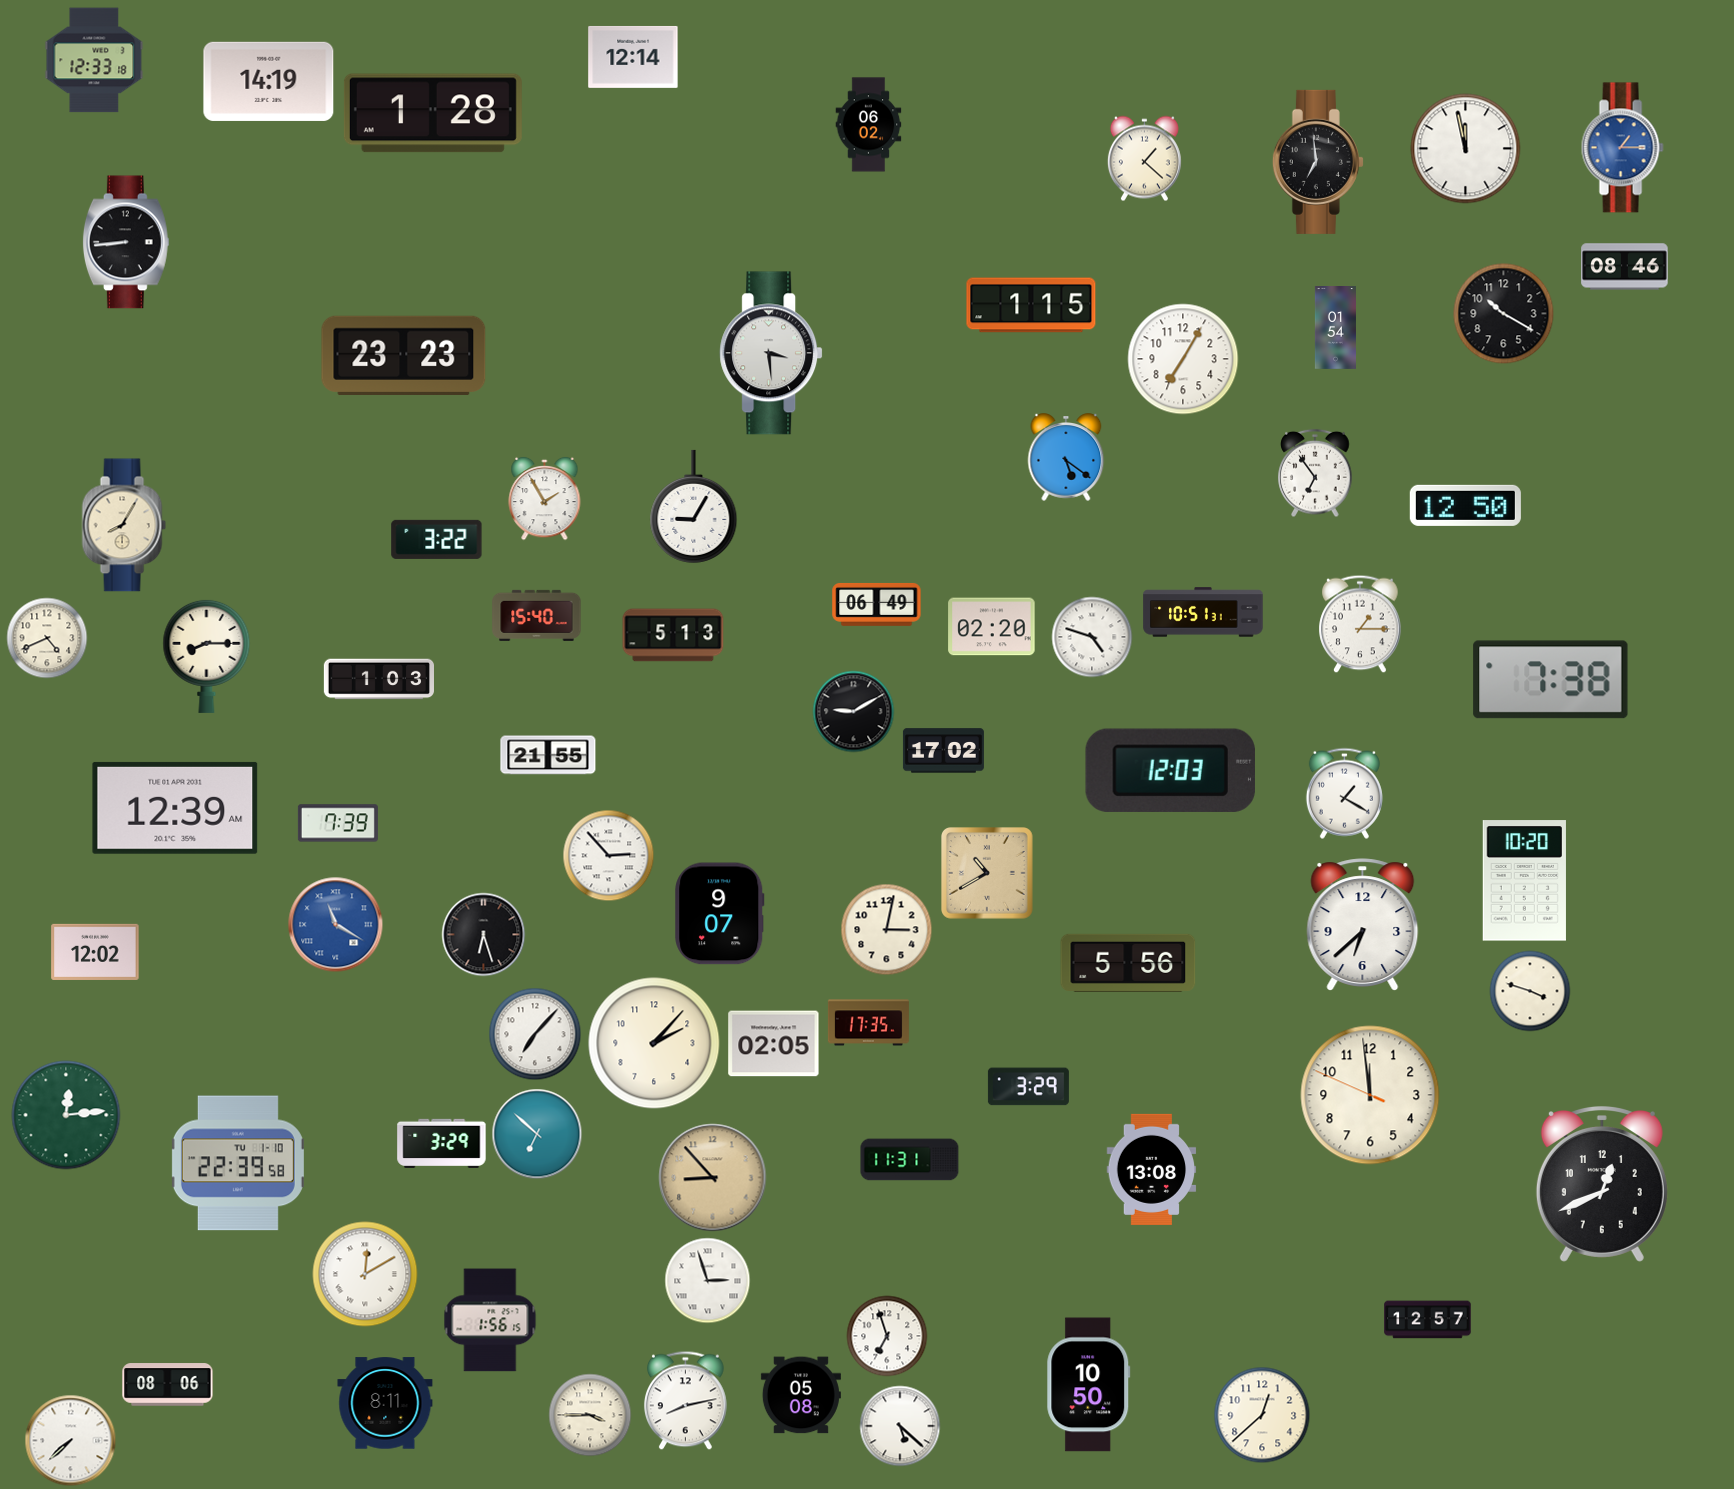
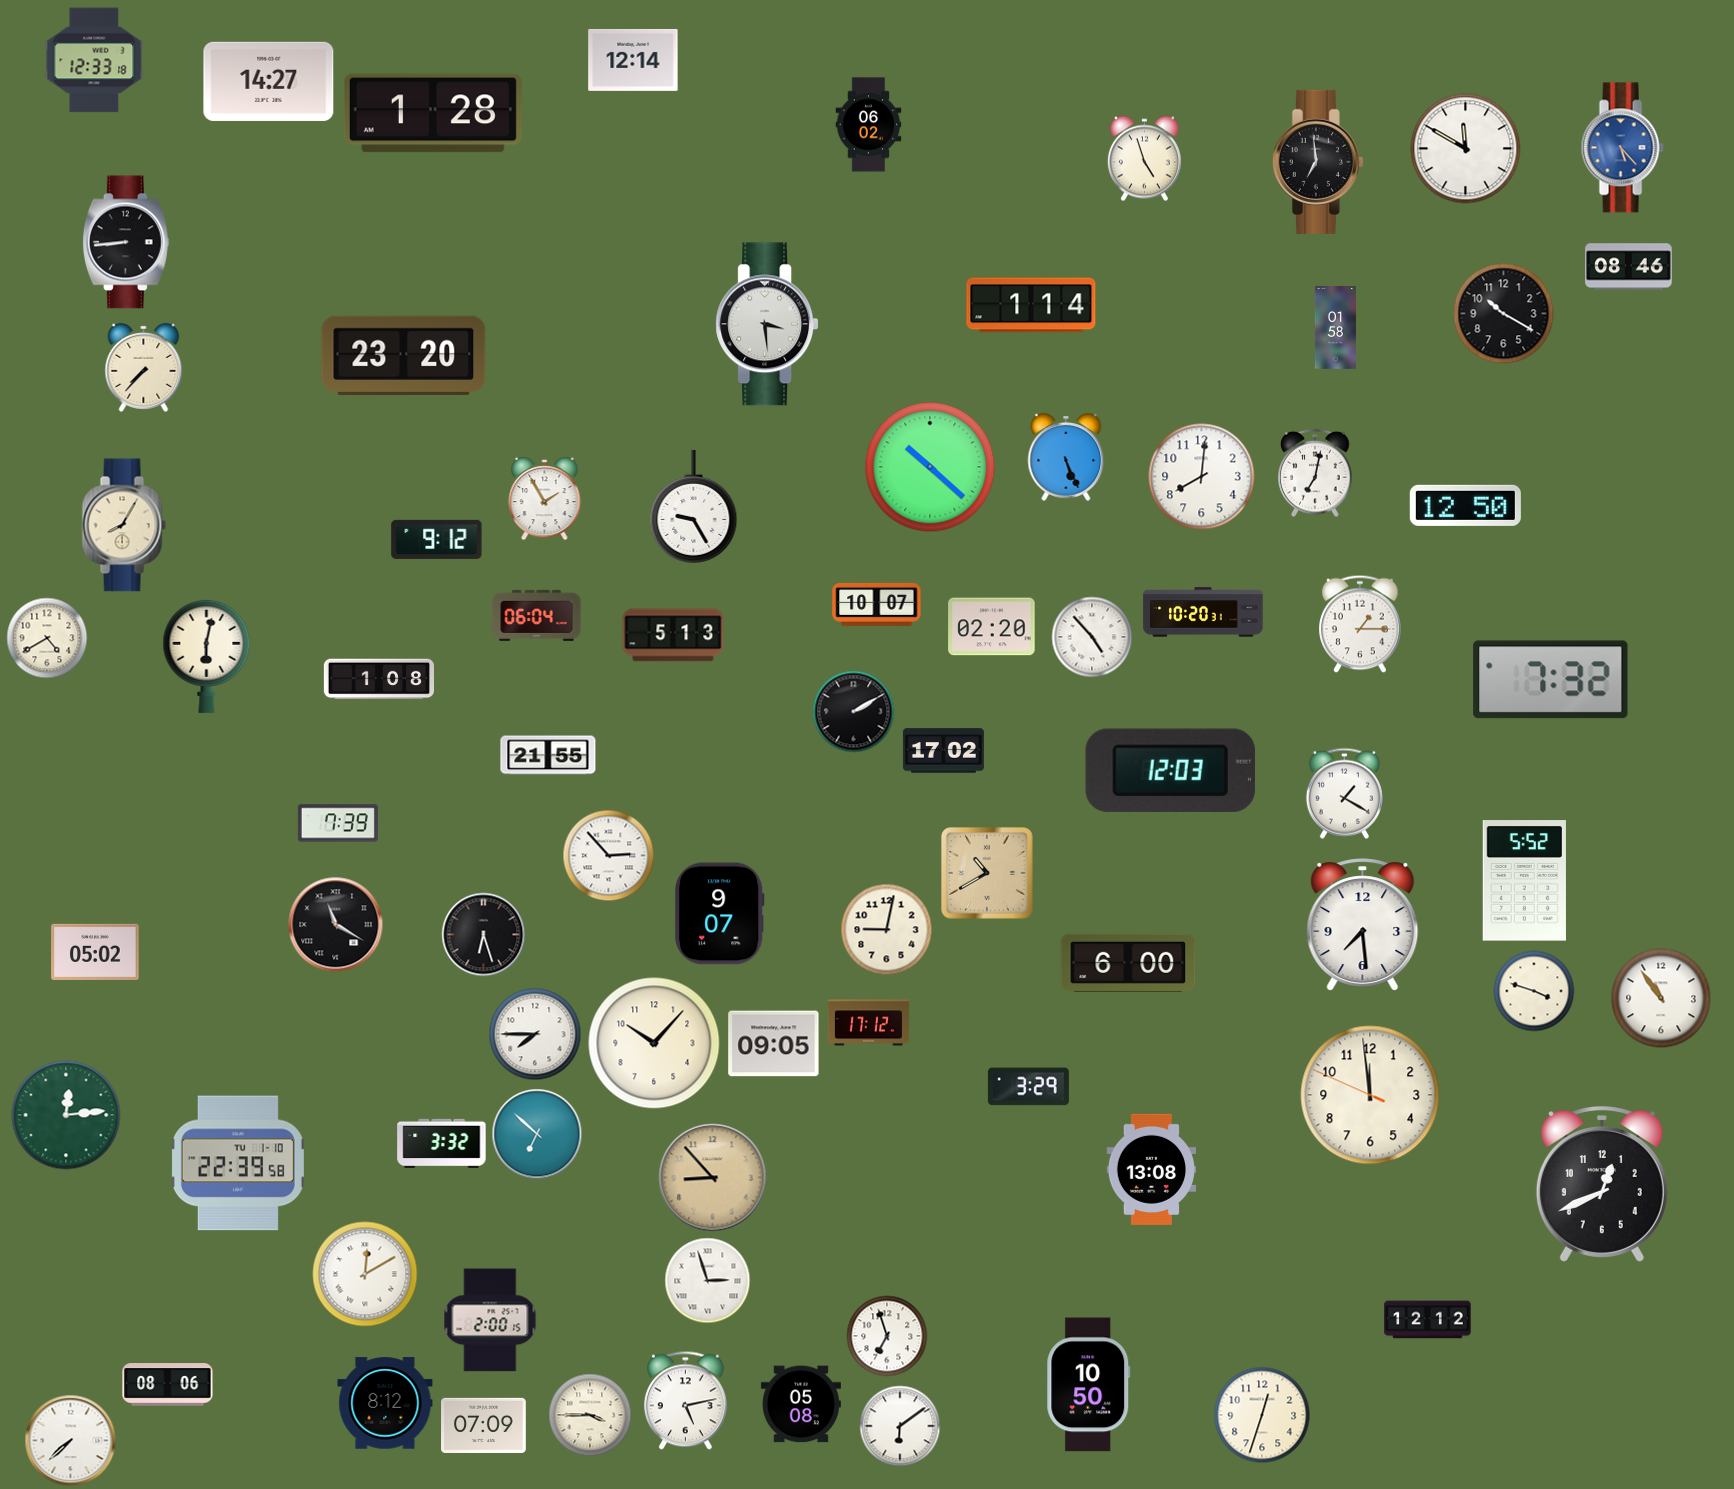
clock at (633, 57) position: (633, 57) -> (633, 60)
clock at (269, 81): 14:19 -> 14:27
clock at (1622, 148): 1:15 -> 5:23
clock at (1466, 149): 11:58 -> 11:50
clock at (1144, 159): 1:22 -> 4:57
clock at (1625, 267) position: (1625, 267) -> (1629, 267)
clock at (1031, 305): 1:15 -> 1:14
clock at (1335, 328): 01:54 -> 01:58
clock at (771, 353) position: (771, 353) -> (767, 324)
clock at (404, 355): 23:23 -> 23:20
clock at (1183, 359): 7:05 -> none
clock at (144, 367): none -> 7:37
clock at (1066, 457): 5:21 -> 5:26
clock at (930, 467): none -> 10:22
clock at (1315, 473): 6:54 -> 7:02
clock at (1202, 477): none -> 8:01
clock at (694, 506): 9:05 -> 9:25
clock at (437, 539): 3:22 -> 9:12
clock at (877, 604): 06:49 -> 10:07
clock at (1203, 612): 10:51 -> 10:20
clock at (537, 615): 15:40 -> 06:04
clock at (1092, 637): 4:48 -> 4:53
clock at (47, 638): 4:41 -> 4:40
clock at (207, 656): 8:15 -> 6:02
clock at (378, 679): 1:03 -> 1:08
clock at (1551, 680): 7:38 -> 7:32
clock at (854, 712): 9:10 -> 2:10
clock at (175, 808): 12:39 -> none
clock at (1524, 881): 10:20 -> 5:52
clock at (1363, 924): 6:38 -> 7:29
clock at (336, 925) dial: blue -> black
clock at (887, 930): 3:02 -> 9:02
clock at (95, 952): 12:02 -> 05:02
clock at (1128, 963): 5:56 -> 6:00
clock at (1530, 991) position: (1530, 991) -> (1534, 991)
clock at (1661, 998): none -> 10:54
clock at (868, 1023): 17:35 -> 17:12
clock at (535, 1034): 7:07 -> 7:45
clock at (654, 1043): 2:07 -> 10:07
clock at (774, 1044): 02:05 -> 09:05
clock at (442, 1143): 3:29 -> 3:32
clock at (910, 1160): 11:31 -> none
clock at (490, 1320): 1:56 -> 2:00
clock at (1428, 1320): 12:57 -> 12:12
clock at (801, 1395) position: (801, 1395) -> (801, 1404)
clock at (685, 1401): 8:13 -> 5:13
clock at (385, 1403): 8:11 -> 8:12
clock at (1262, 1415): 12:38 -> 12:33
clock at (484, 1425): none -> 07:09
clock at (900, 1426): 5:22 -> 6:09
